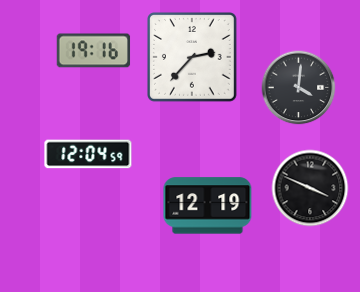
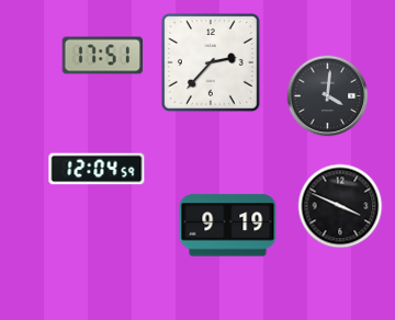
clock at (94, 51): 19:16 -> 17:51
clock at (208, 206): 12:19 -> 9:19
